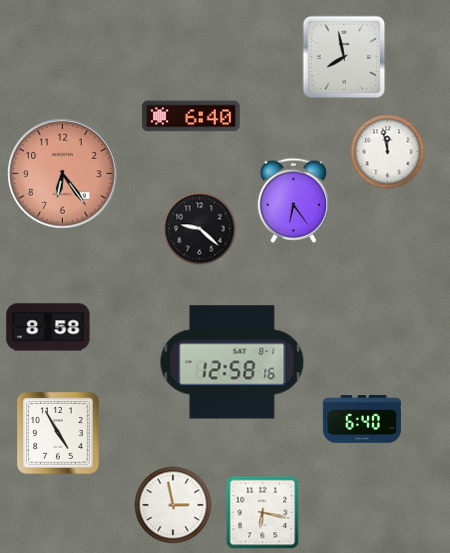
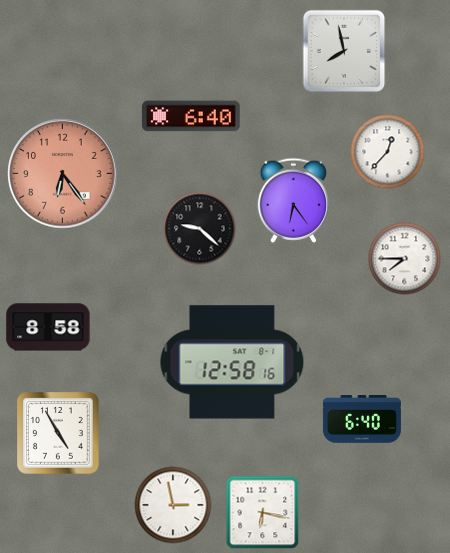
clock at (344, 57) position: (344, 57) -> (344, 51)
clock at (388, 152): 11:58 -> 12:37
clock at (405, 259): none -> 7:45
